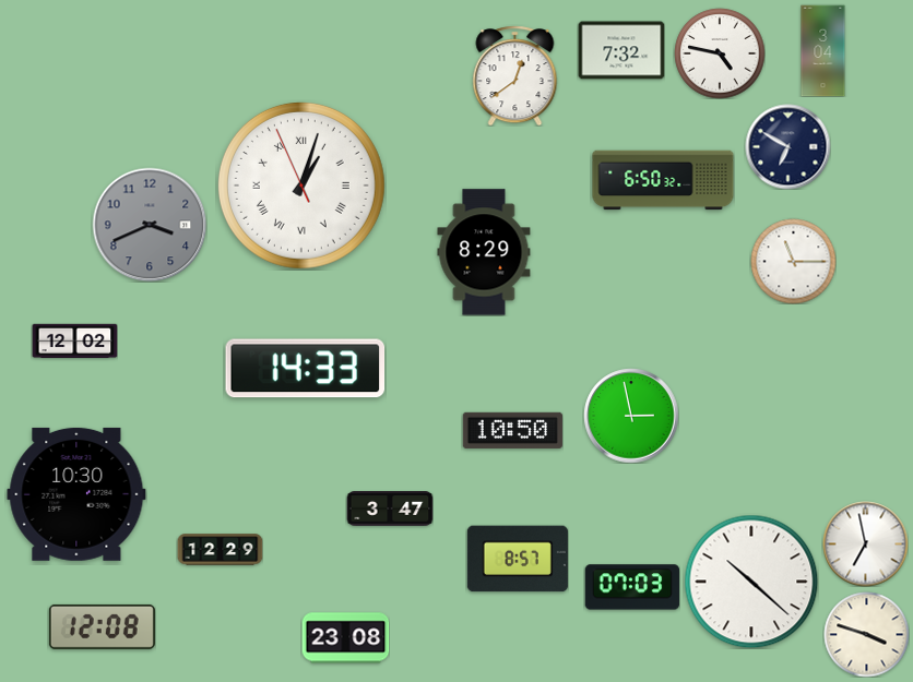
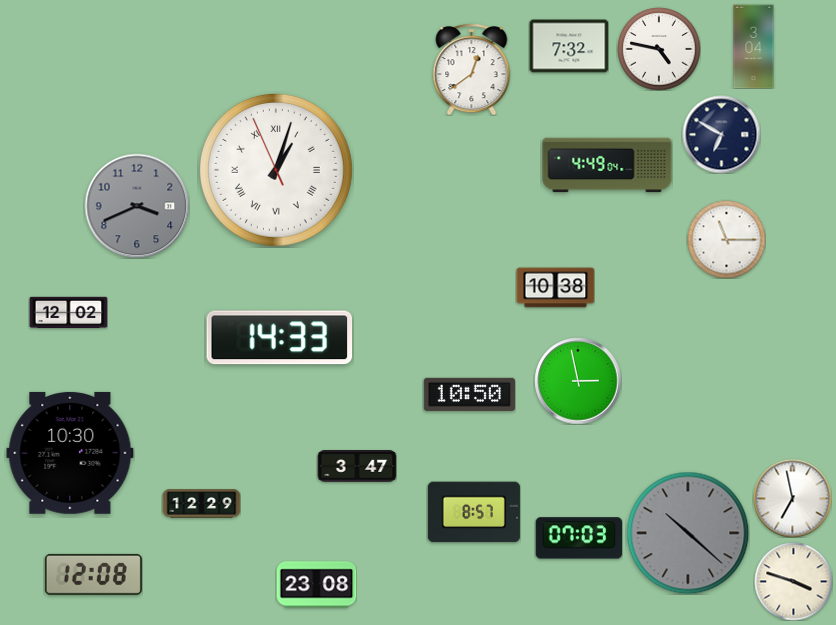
clock at (663, 180): 6:50 -> 4:49
clock at (484, 252): 8:29 -> none
clock at (555, 288): none -> 10:38
clock at (751, 582) dial: white -> grey
